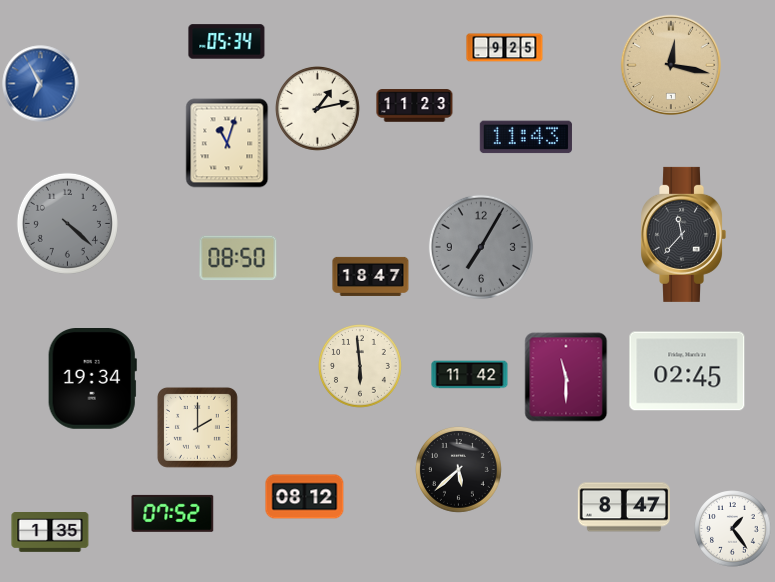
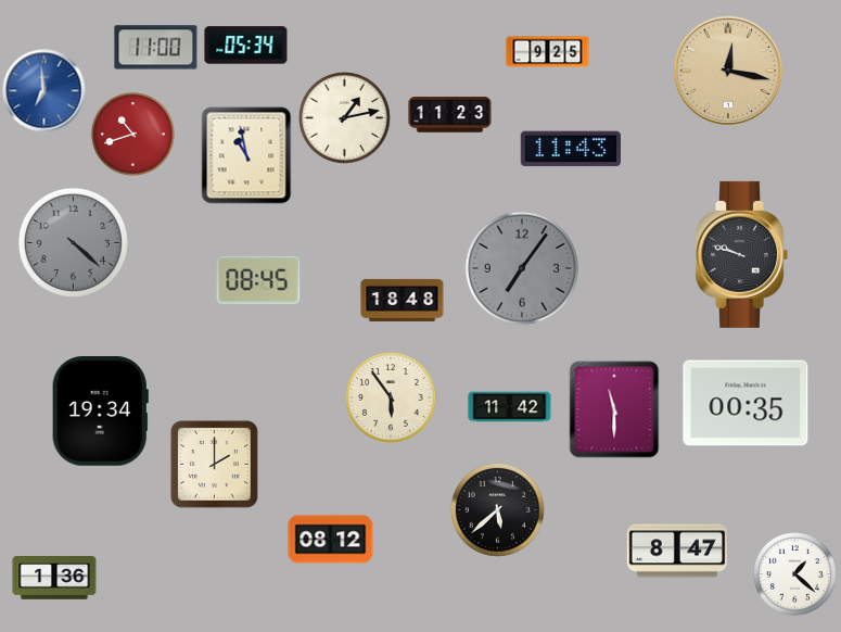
clock at (156, 48): none -> 11:00
clock at (41, 84): 6:55 -> 6:59
clock at (133, 135): none -> 10:42
clock at (227, 143): 11:03 -> 10:58
clock at (683, 234): 11:37 -> 9:48
clock at (481, 247): 7:05 -> 7:06
clock at (238, 258): 08:50 -> 08:45
clock at (371, 276): 18:47 -> 18:48
clock at (361, 367): 5:59 -> 5:54
clock at (687, 371): 02:45 -> 00:35
clock at (173, 513): 07:52 -> none
clock at (733, 529): 1:24 -> 1:22
clock at (50, 532): 1:35 -> 1:36
